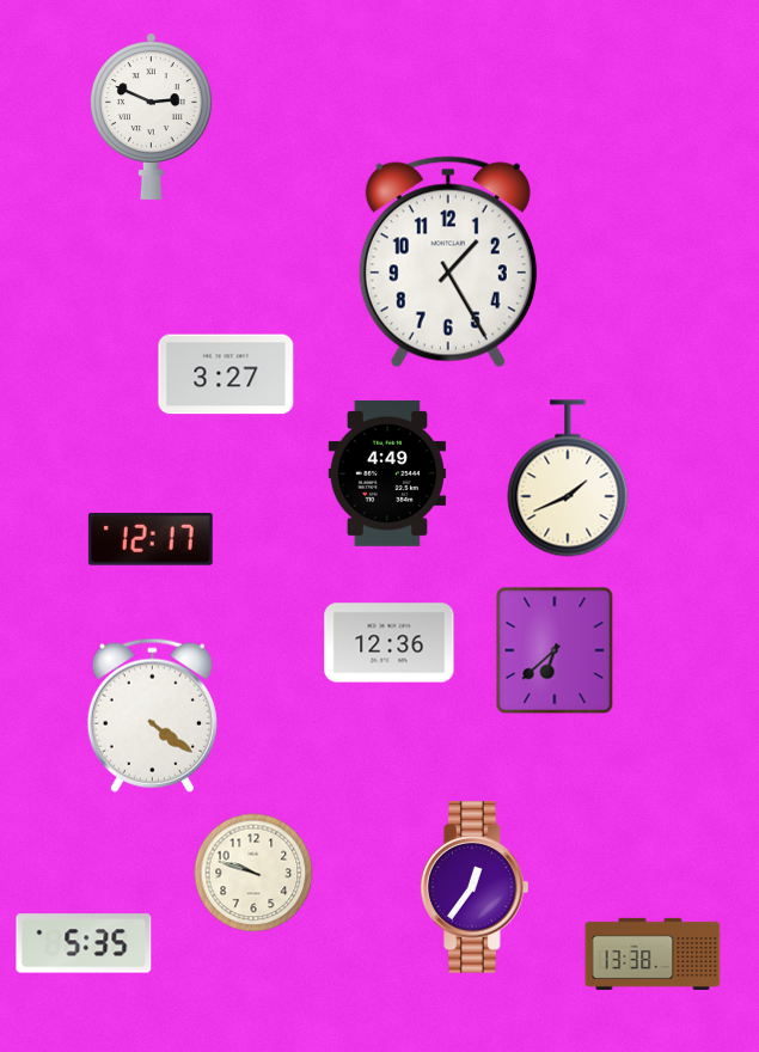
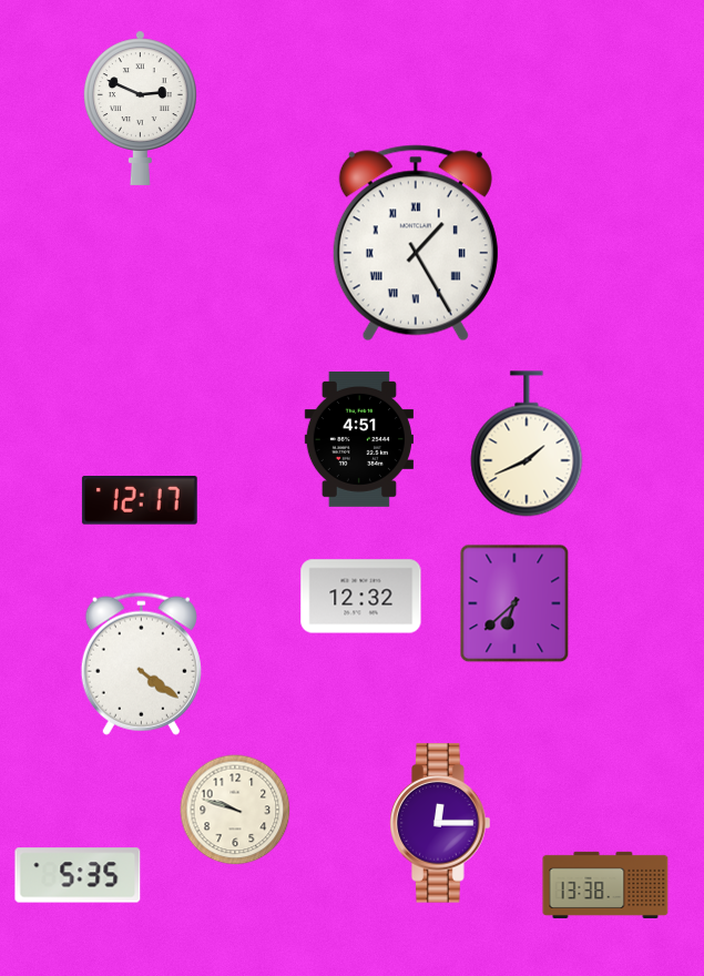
clock at (448, 262) numerals: Arabic -> Roman
clock at (226, 374): 3:27 -> none
clock at (387, 473): 4:49 -> 4:51
clock at (390, 643): 12:36 -> 12:32
clock at (475, 887): 12:36 -> 12:15
